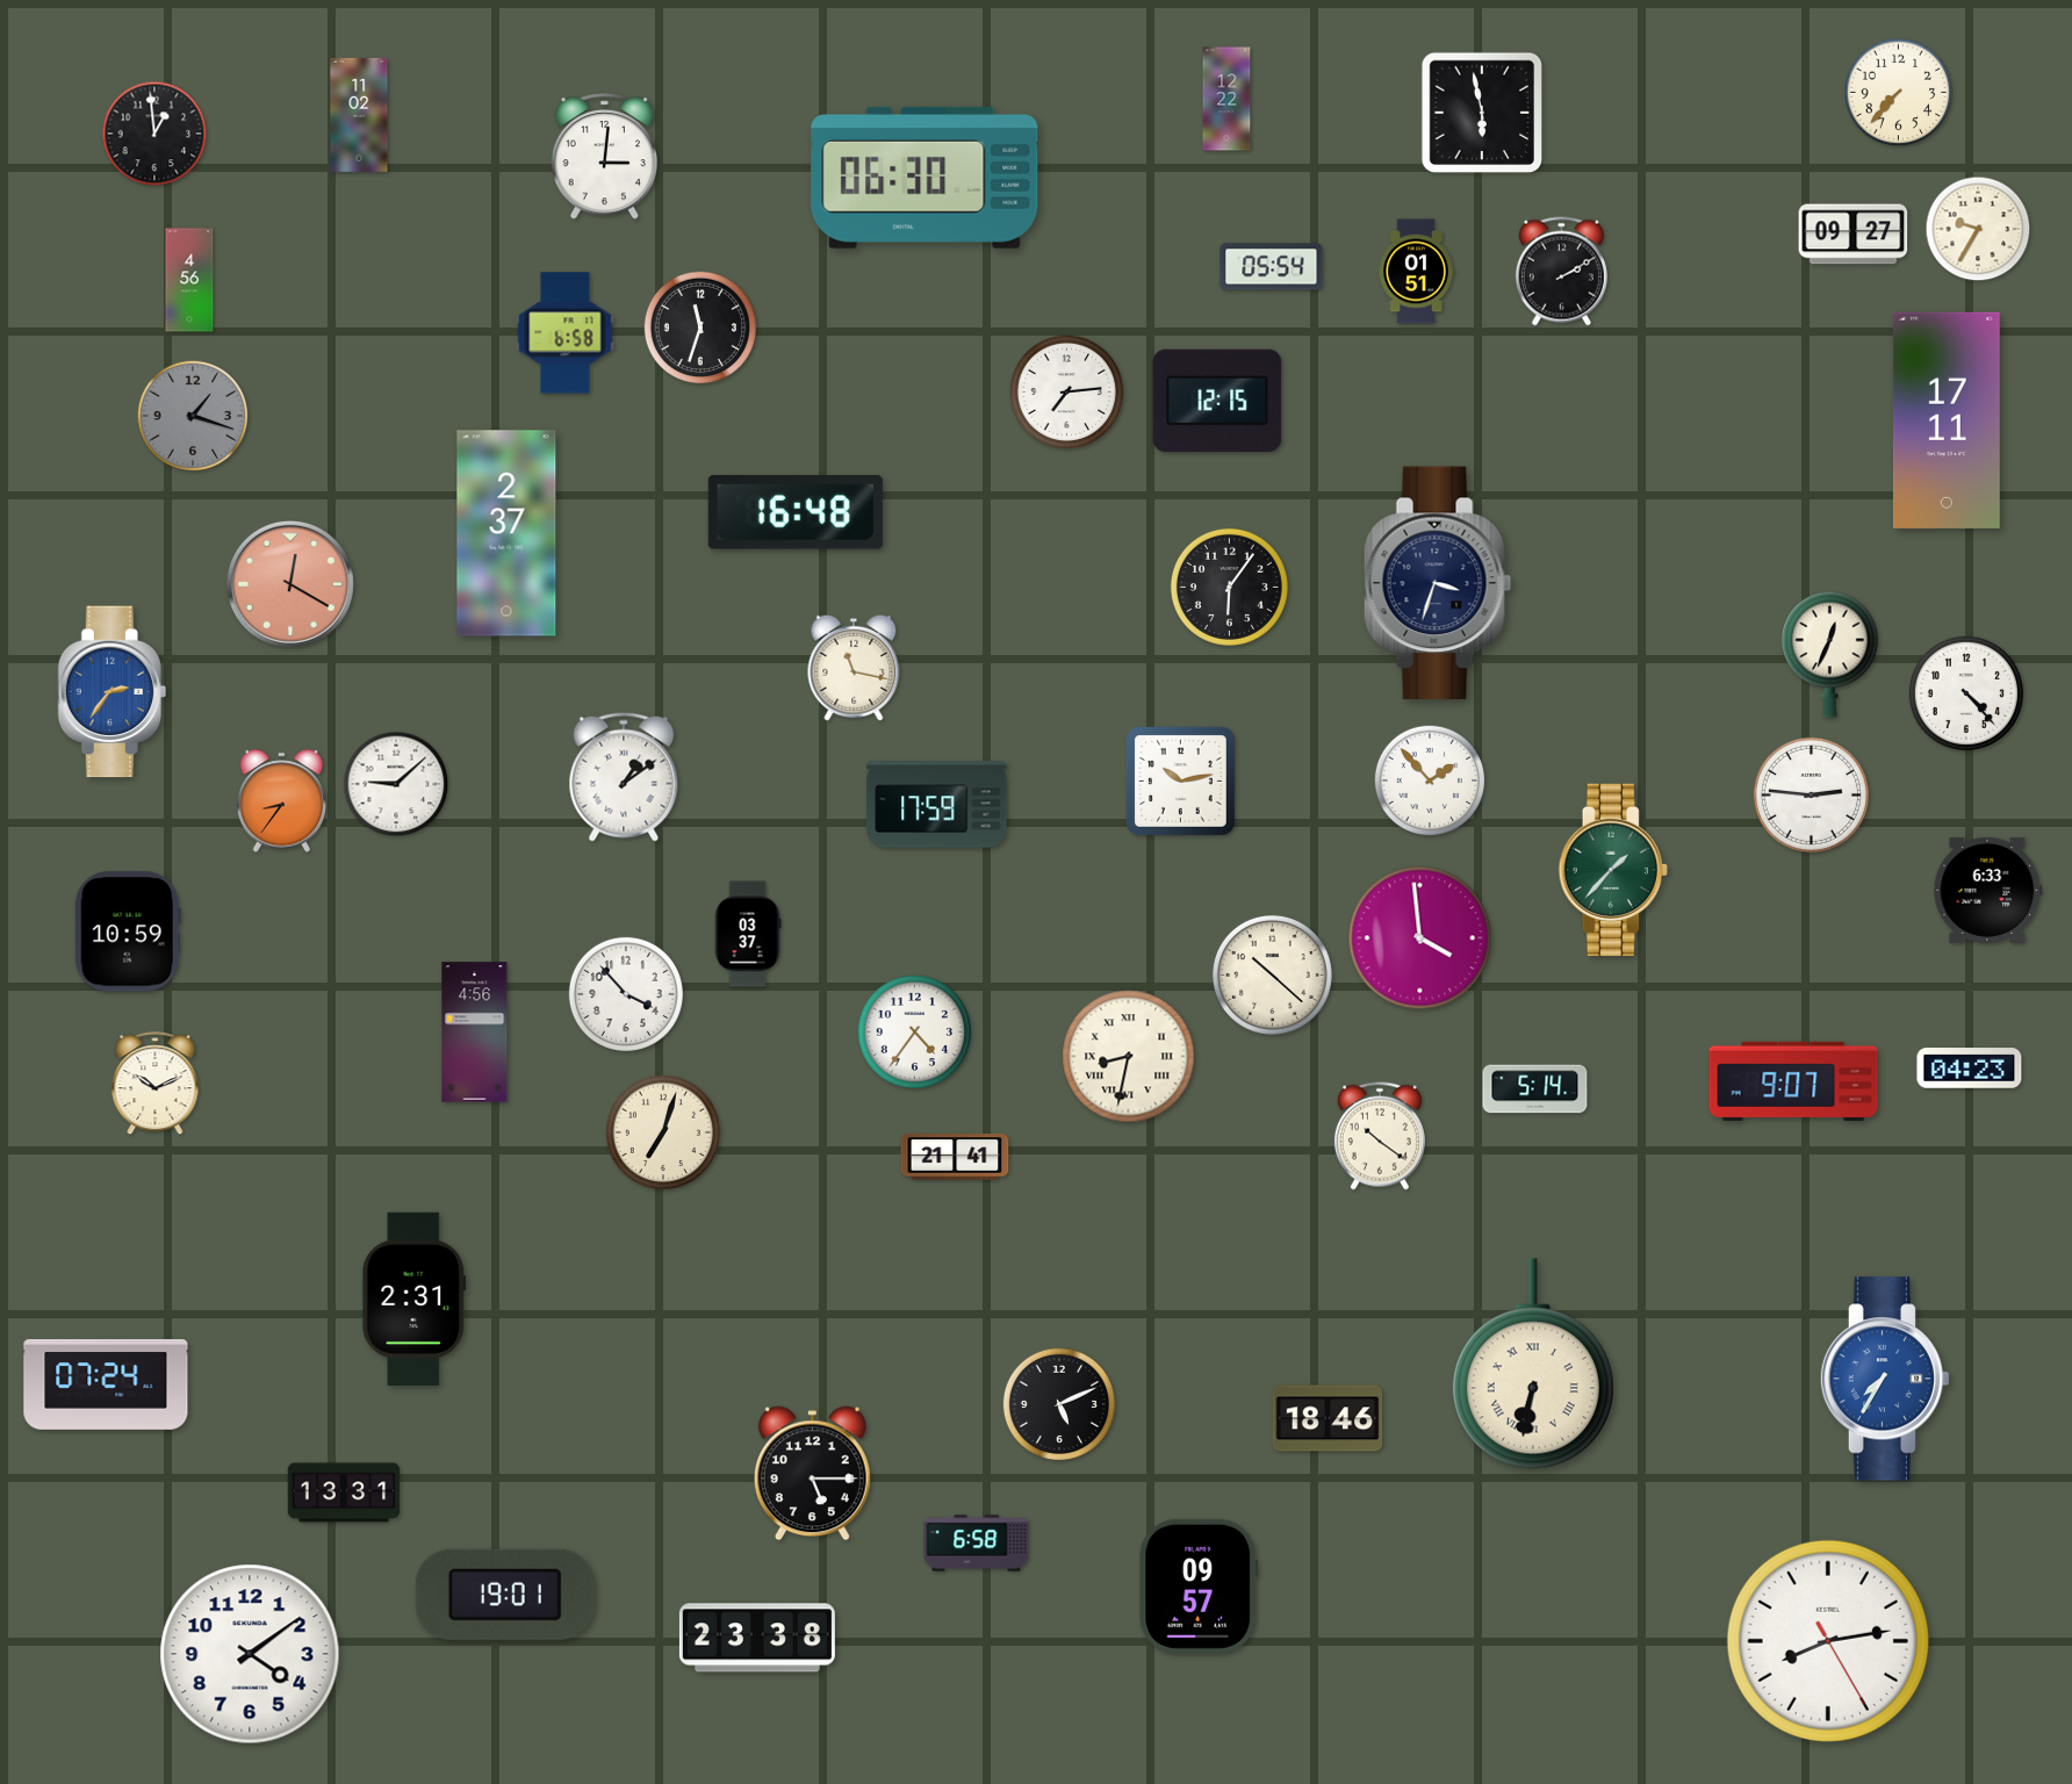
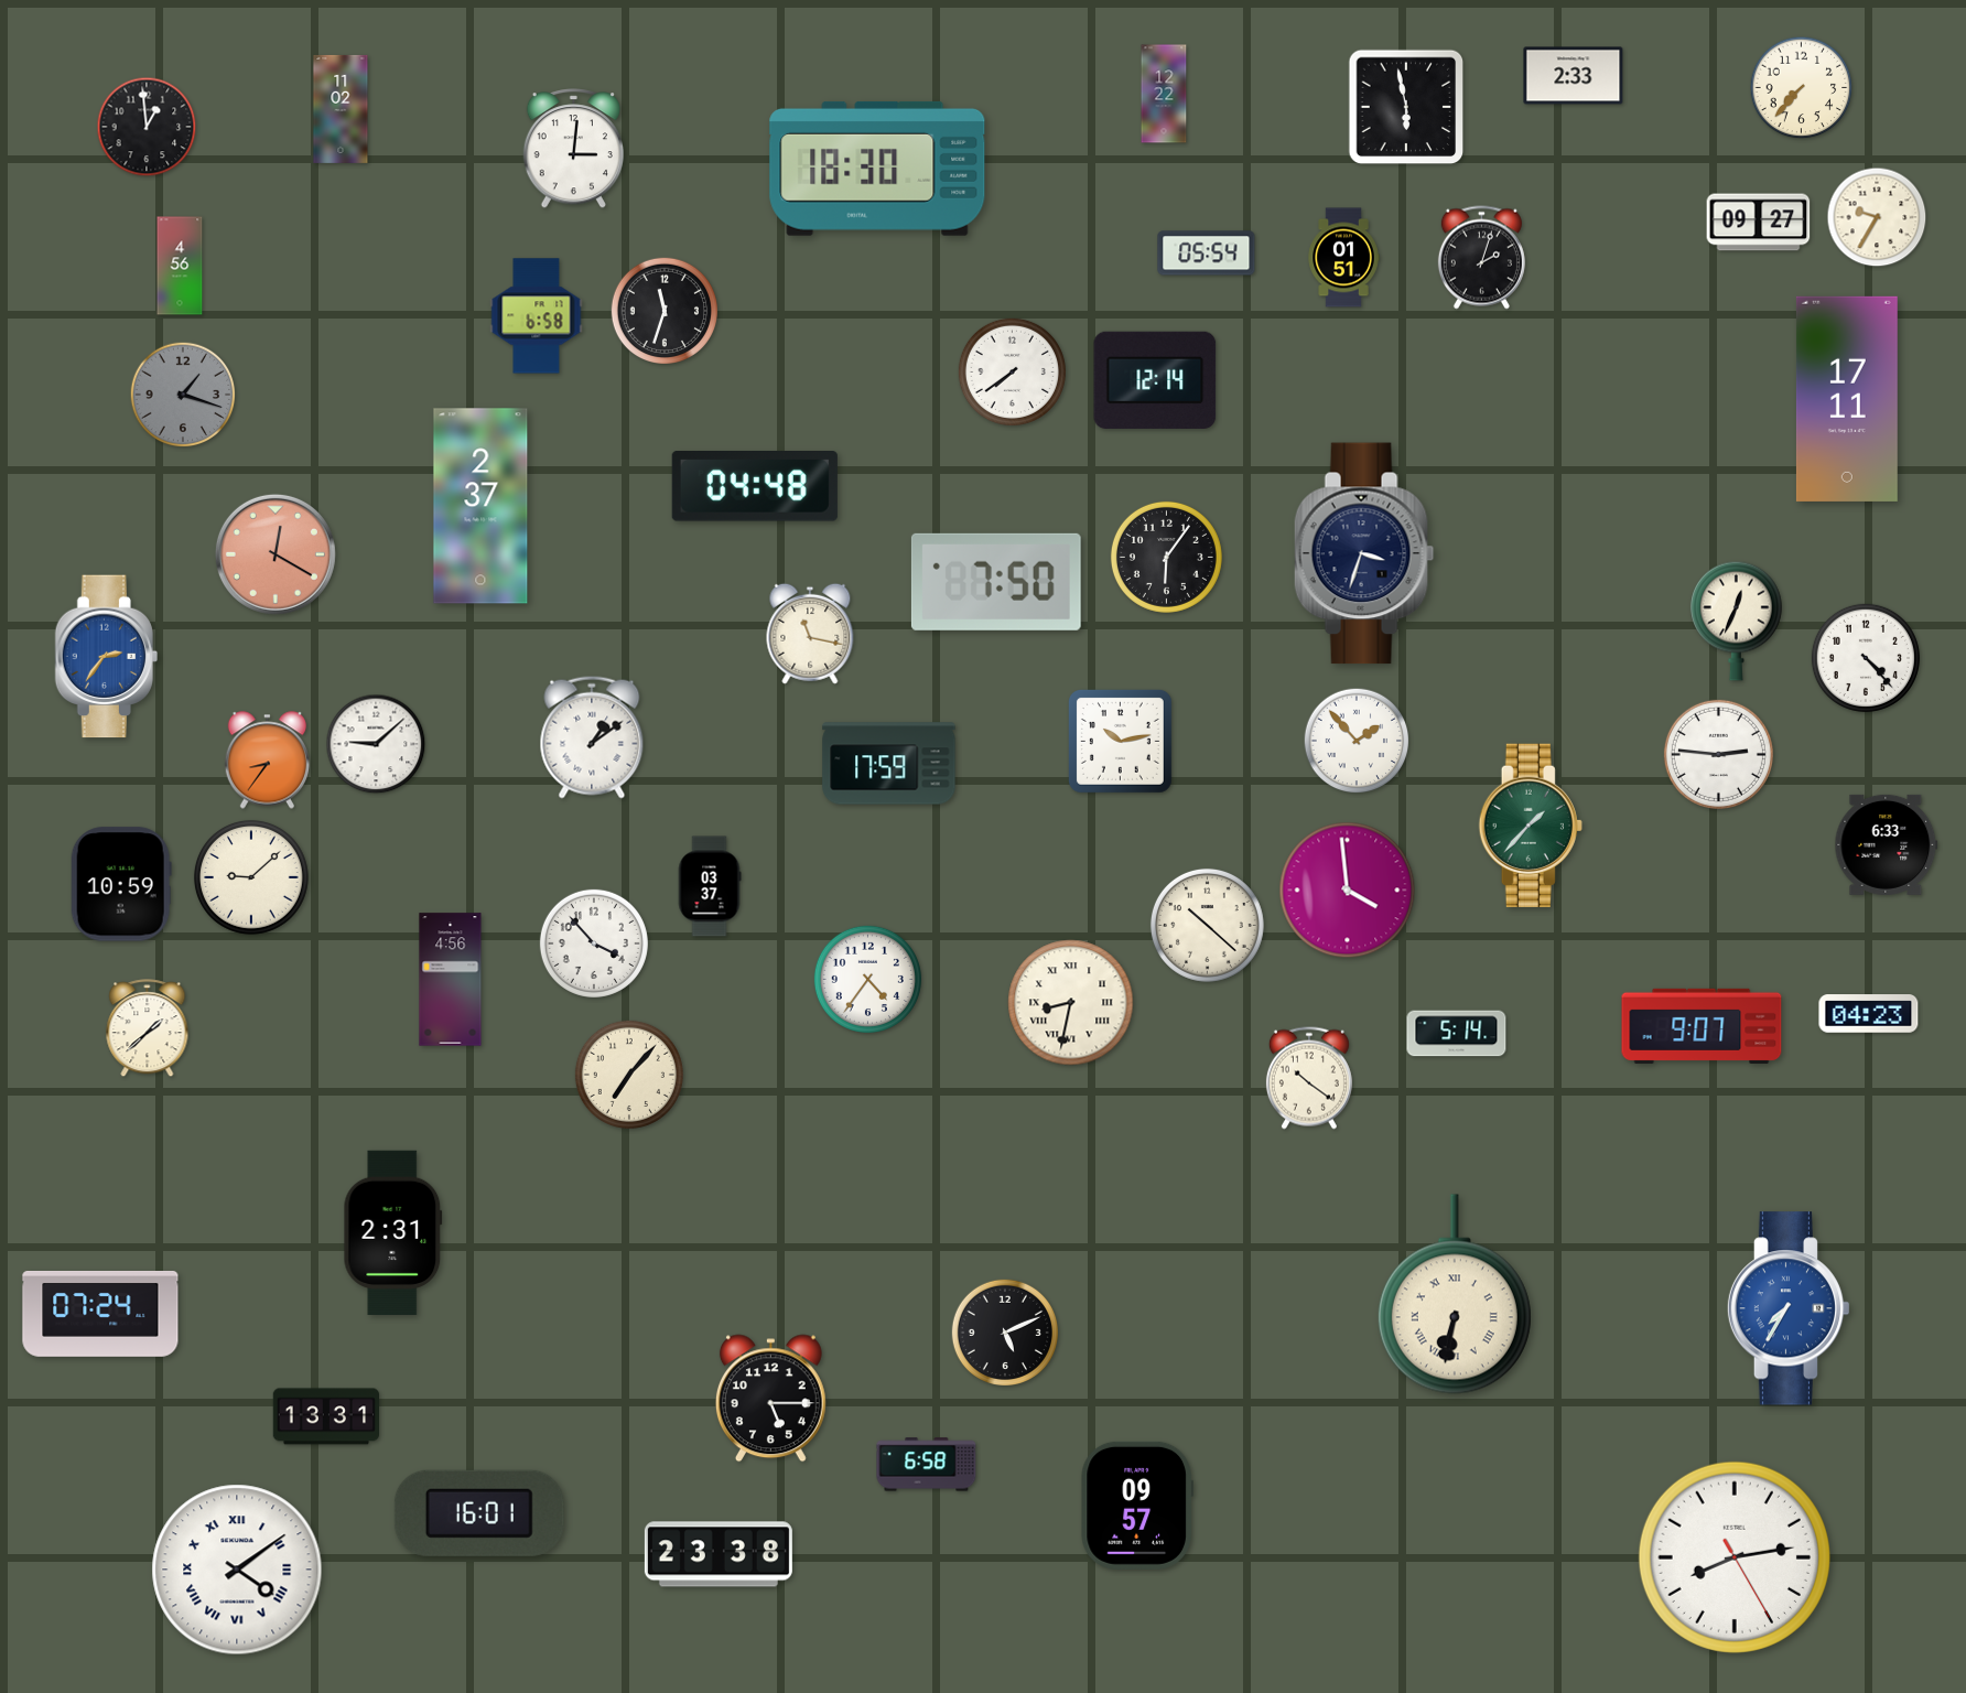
clock at (1574, 76): none -> 2:33
clock at (925, 178): 06:30 -> 18:30
clock at (1561, 272): 2:10 -> 2:03
clock at (1066, 391): 7:14 -> 7:39
clock at (1217, 401): 12:15 -> 12:14
clock at (796, 513): 16:48 -> 04:48
clock at (996, 582): none -> 7:50
clock at (251, 877): none -> 9:08
clock at (156, 1084): 10:11 -> 1:38
clock at (663, 1132): 7:03 -> 7:07
clock at (955, 1157): 21:41 -> none
clock at (1328, 1418): 18:46 -> none
clock at (505, 1595): 19:01 -> 16:01
clock at (250, 1654) numerals: Arabic -> Roman
